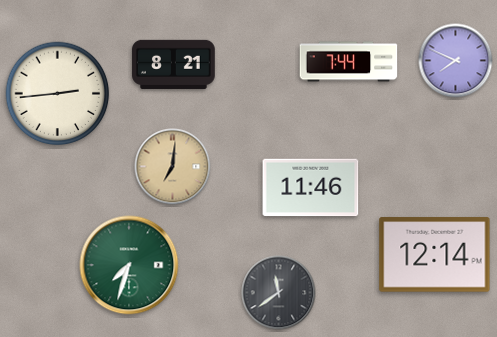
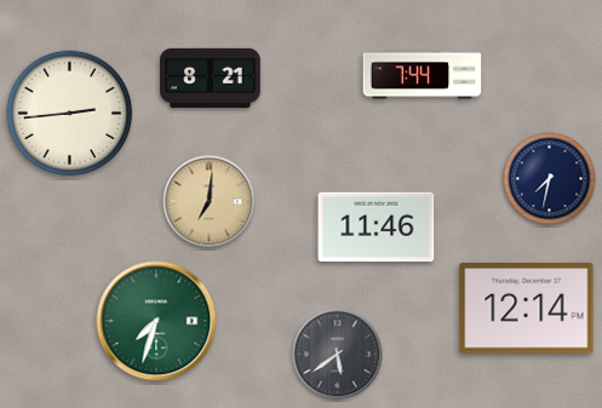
clock at (456, 61): 7:49 -> none
clock at (550, 179): none -> 7:32
clock at (279, 293): 11:39 -> 5:39
